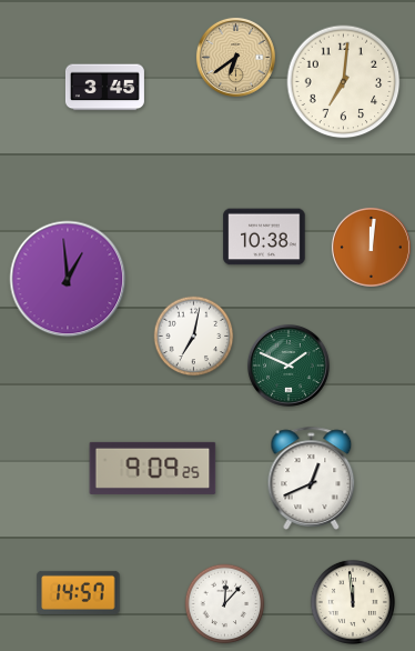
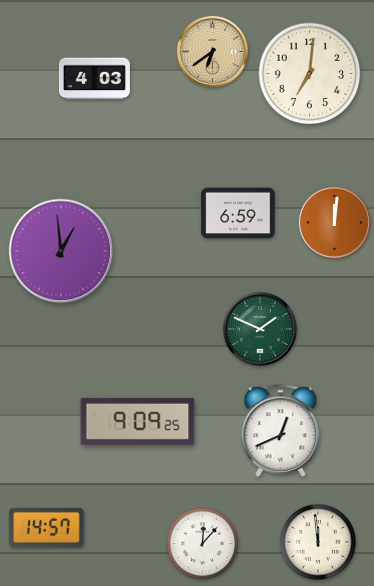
clock at (104, 88): 3:45 -> 4:03
clock at (264, 237): 10:38 -> 6:59
clock at (194, 337): 7:02 -> none
clock at (79, 592) position: (79, 592) -> (47, 527)
